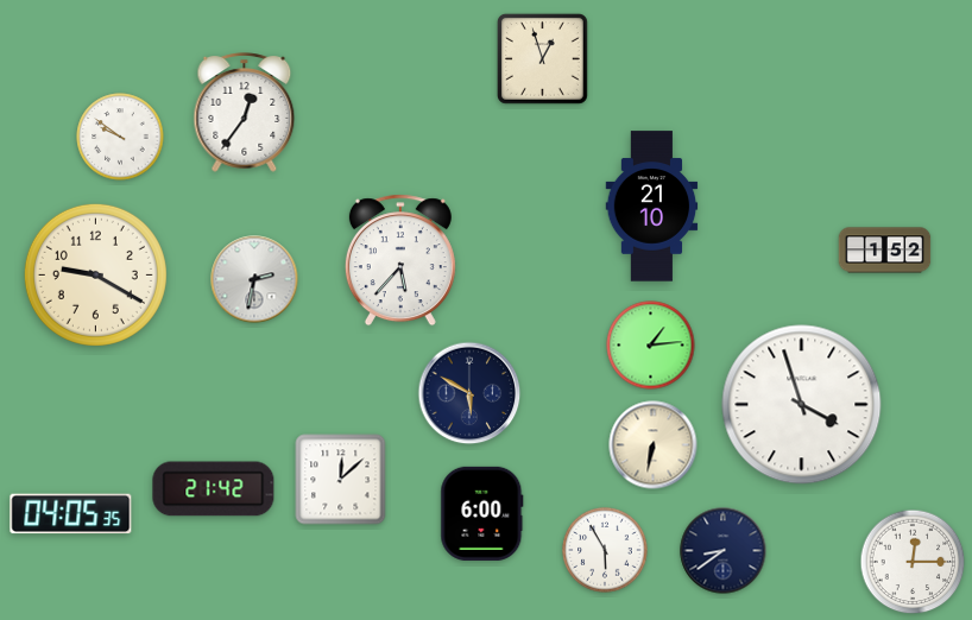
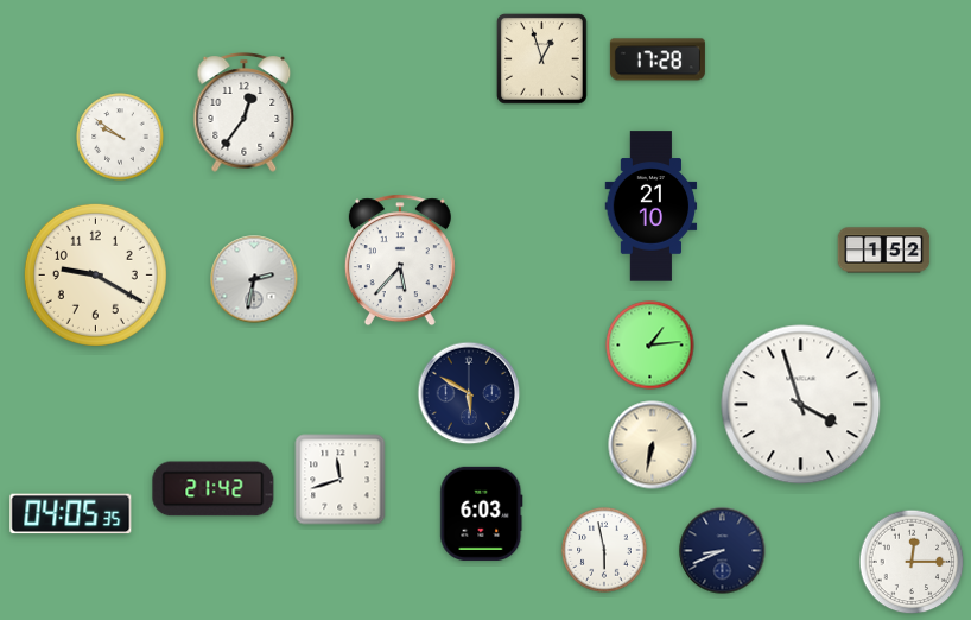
clock at (658, 59): none -> 17:28
clock at (341, 480): 12:08 -> 11:42
clock at (482, 513): 6:00 -> 6:03
clock at (605, 550): 5:55 -> 5:58
clock at (724, 551): 8:39 -> 8:41
